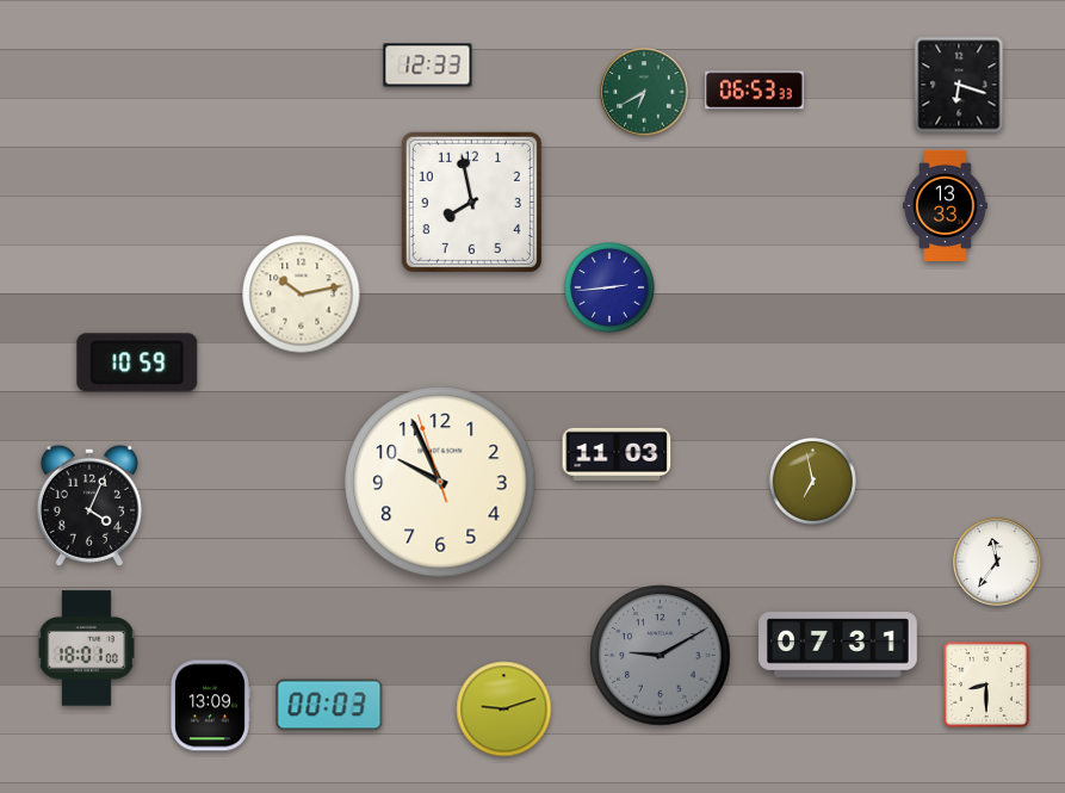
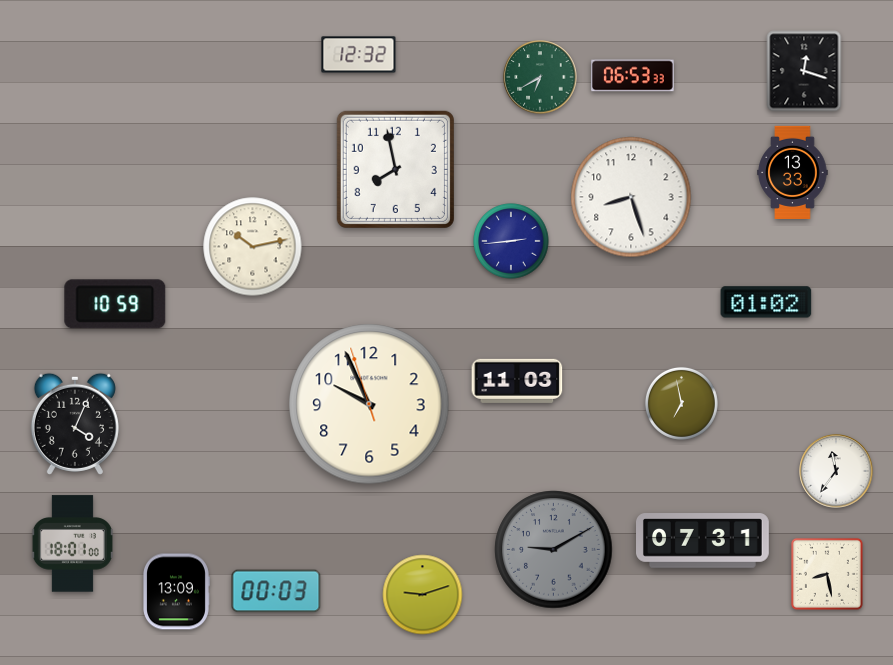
clock at (428, 66): 12:33 -> 12:32
clock at (959, 85): 6:18 -> 12:18
clock at (631, 197): none -> 8:27
clock at (766, 302): none -> 01:02
clock at (986, 684): 8:30 -> 8:28
